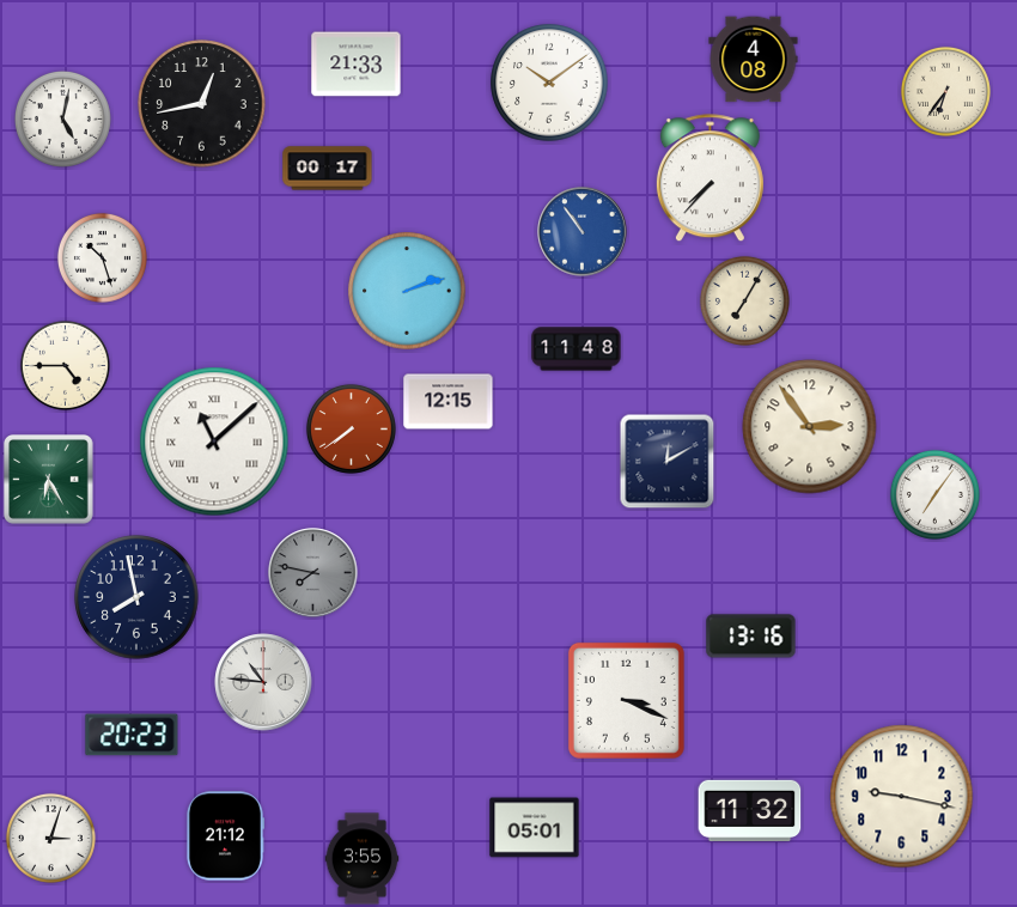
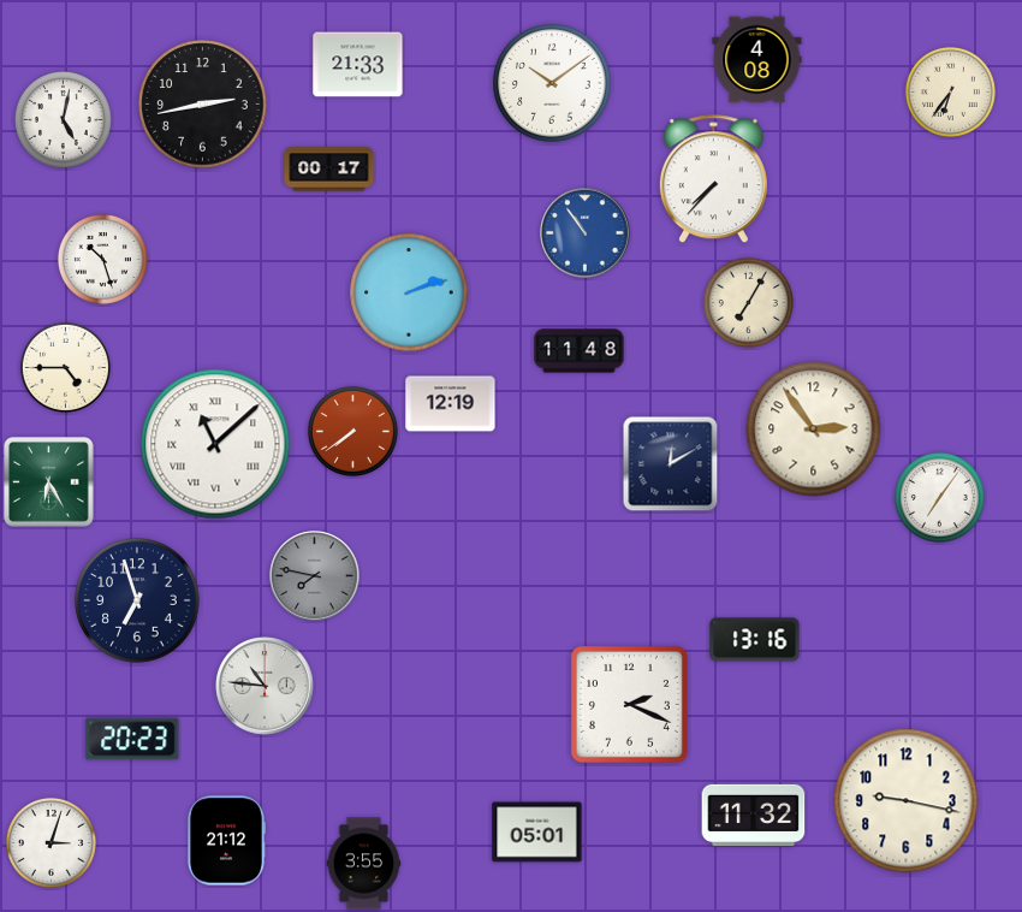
clock at (202, 104): 12:43 -> 2:43
clock at (449, 402): 12:15 -> 12:19
clock at (136, 597): 7:58 -> 6:57
clock at (626, 700): 3:19 -> 2:19
